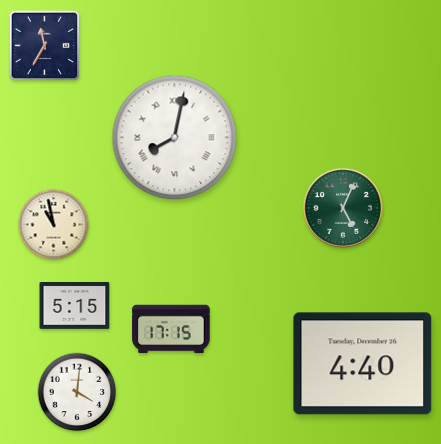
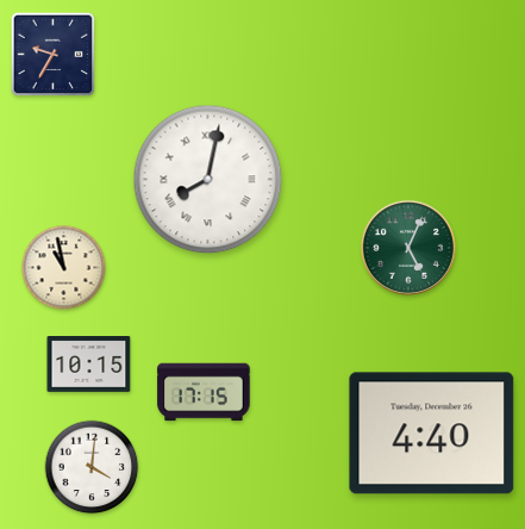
clock at (45, 46): 11:35 -> 9:35
clock at (175, 138) position: (175, 138) -> (208, 180)
clock at (75, 306): 5:15 -> 10:15
